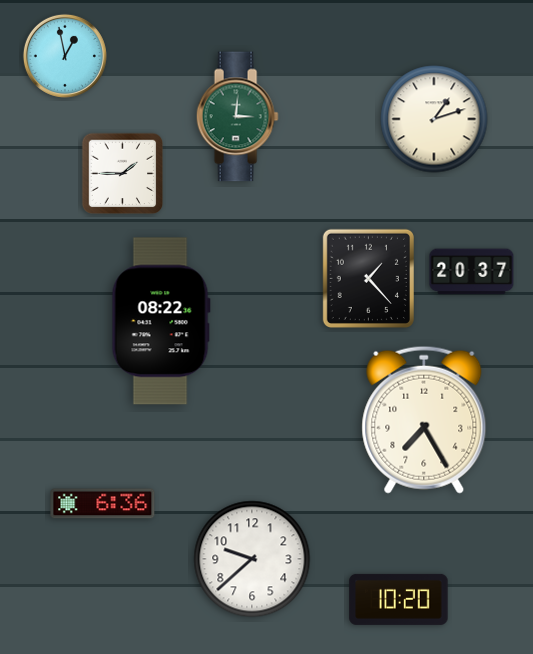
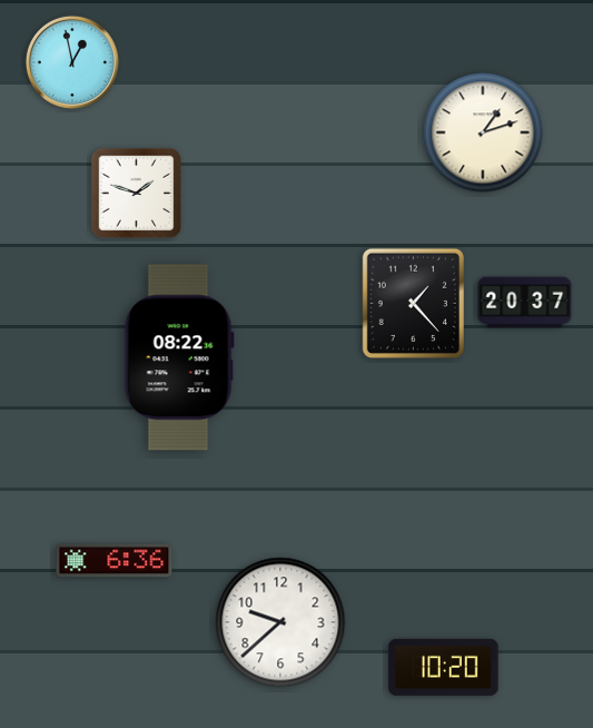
clock at (237, 117): 3:01 -> none
clock at (123, 174): 1:45 -> 1:48
clock at (368, 278) position: (368, 278) -> (413, 303)
clock at (424, 420): 7:25 -> none
